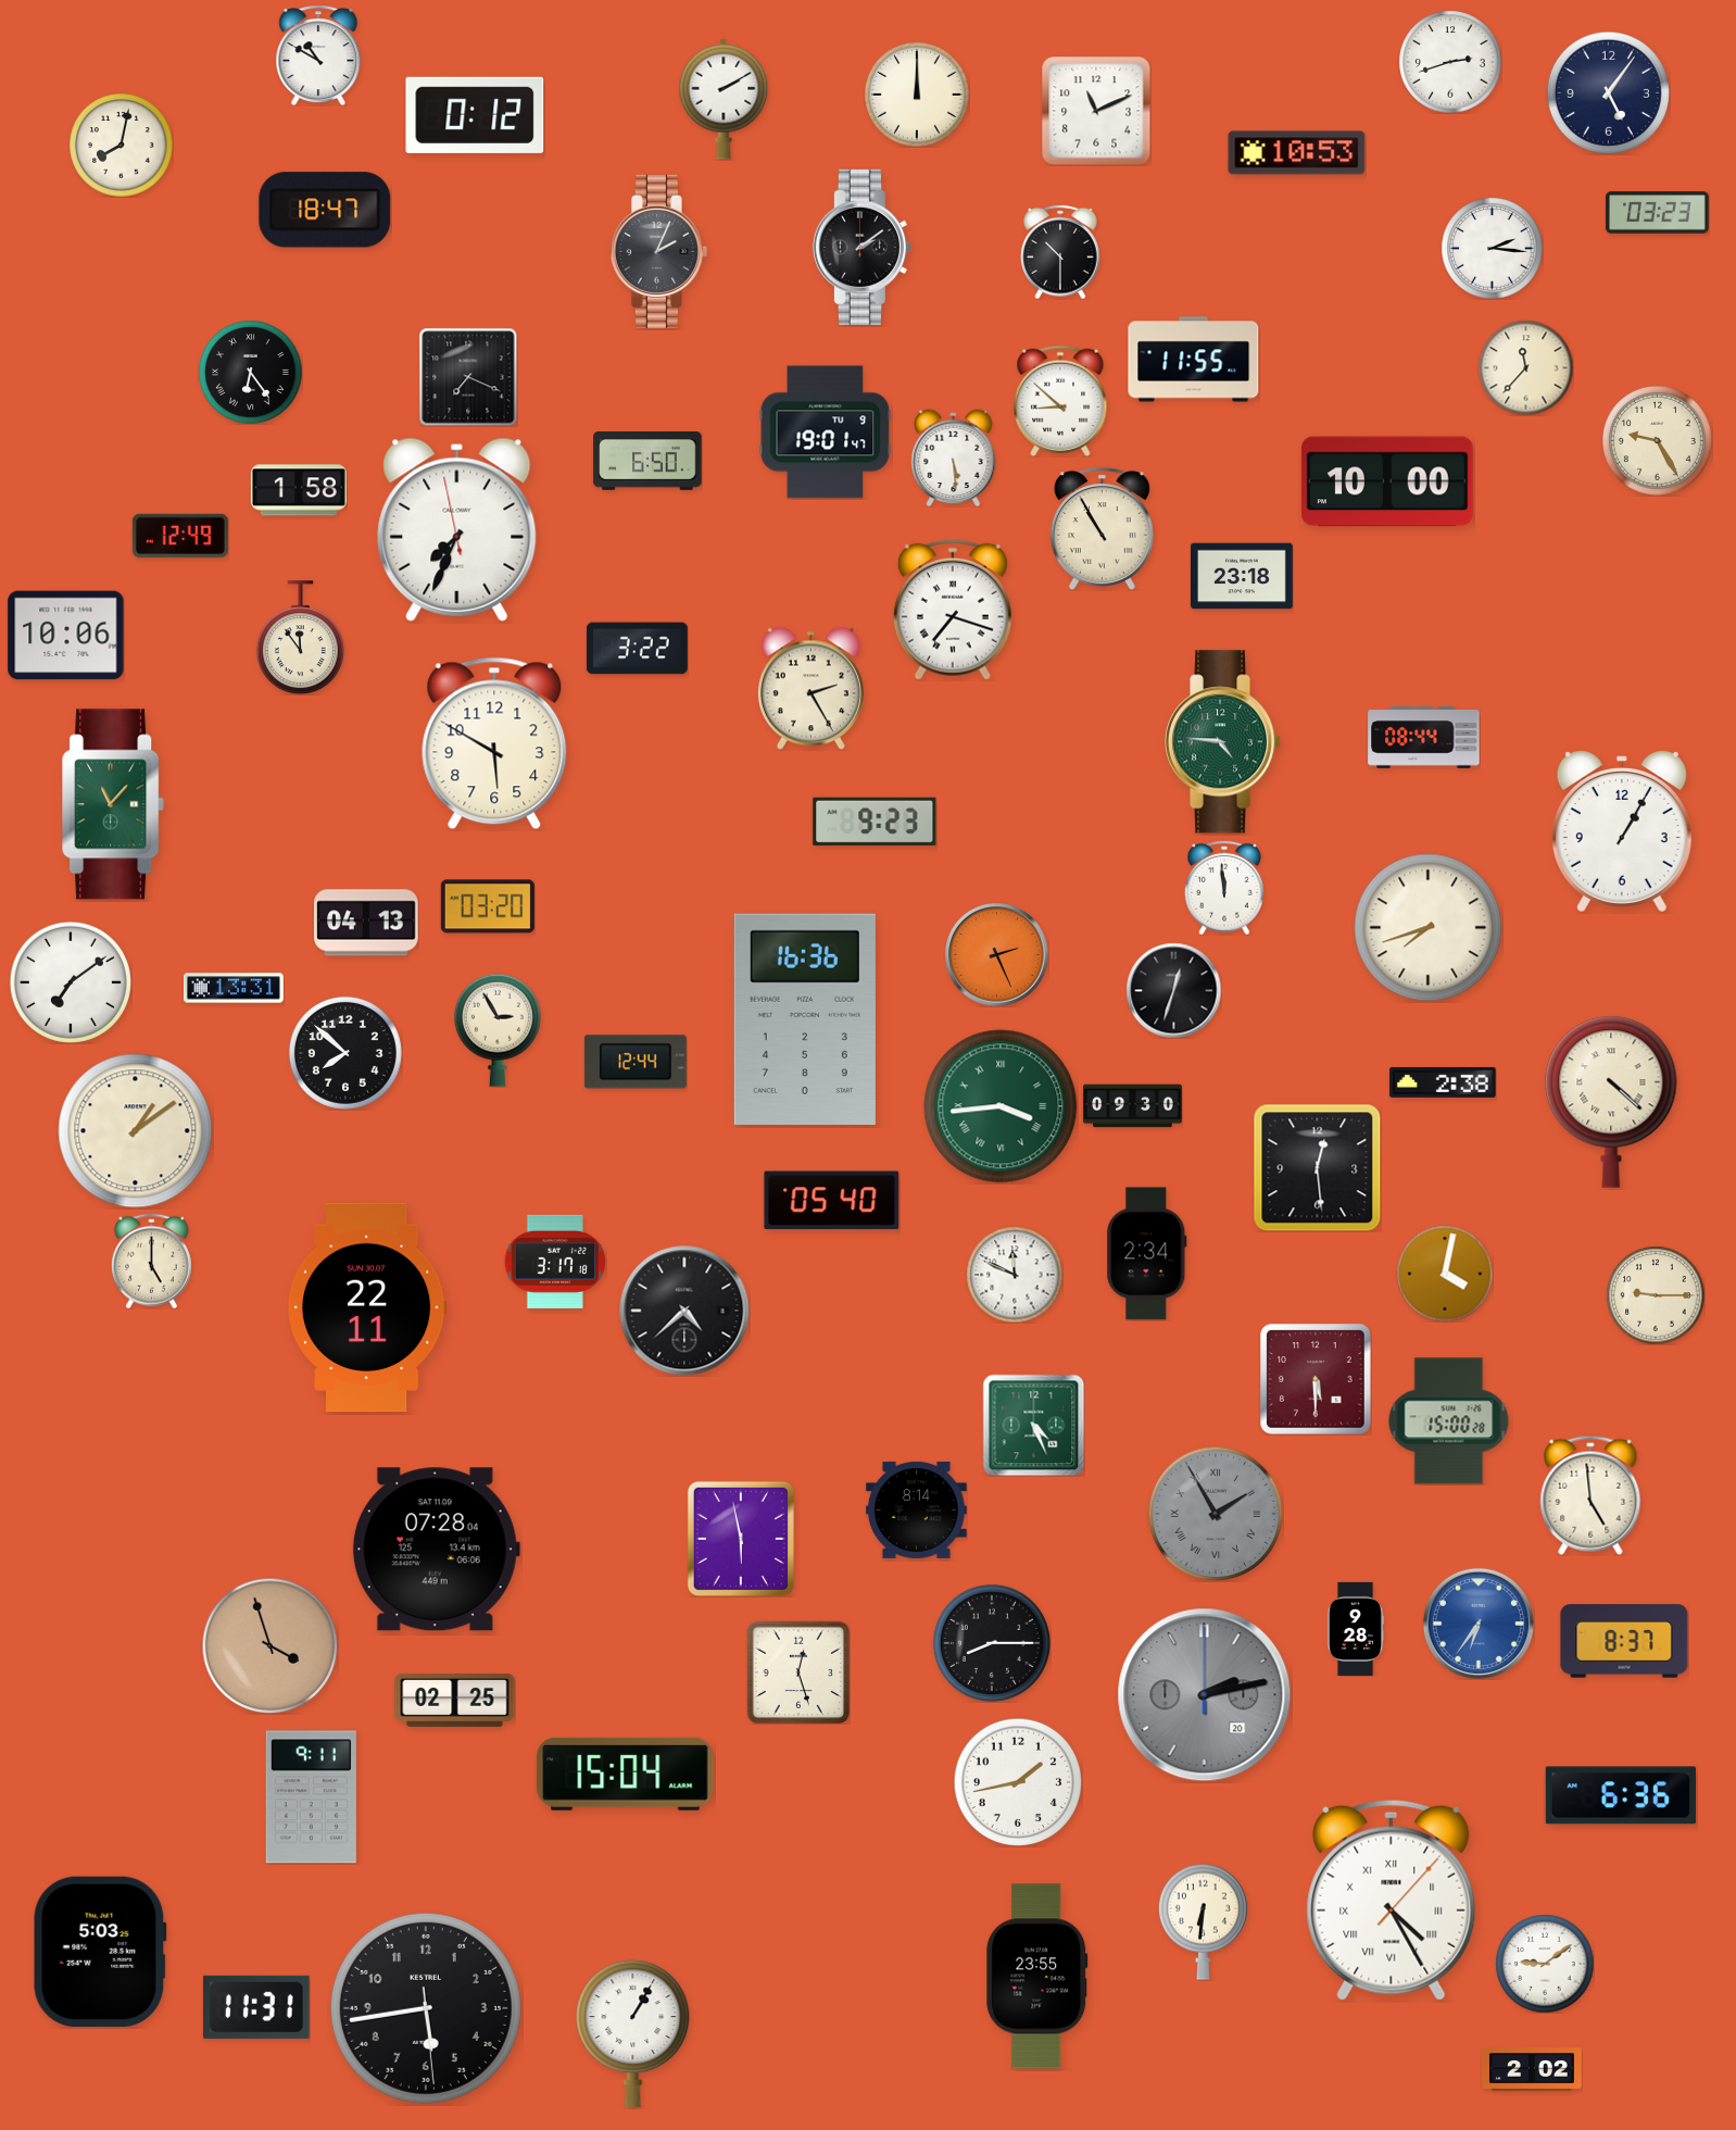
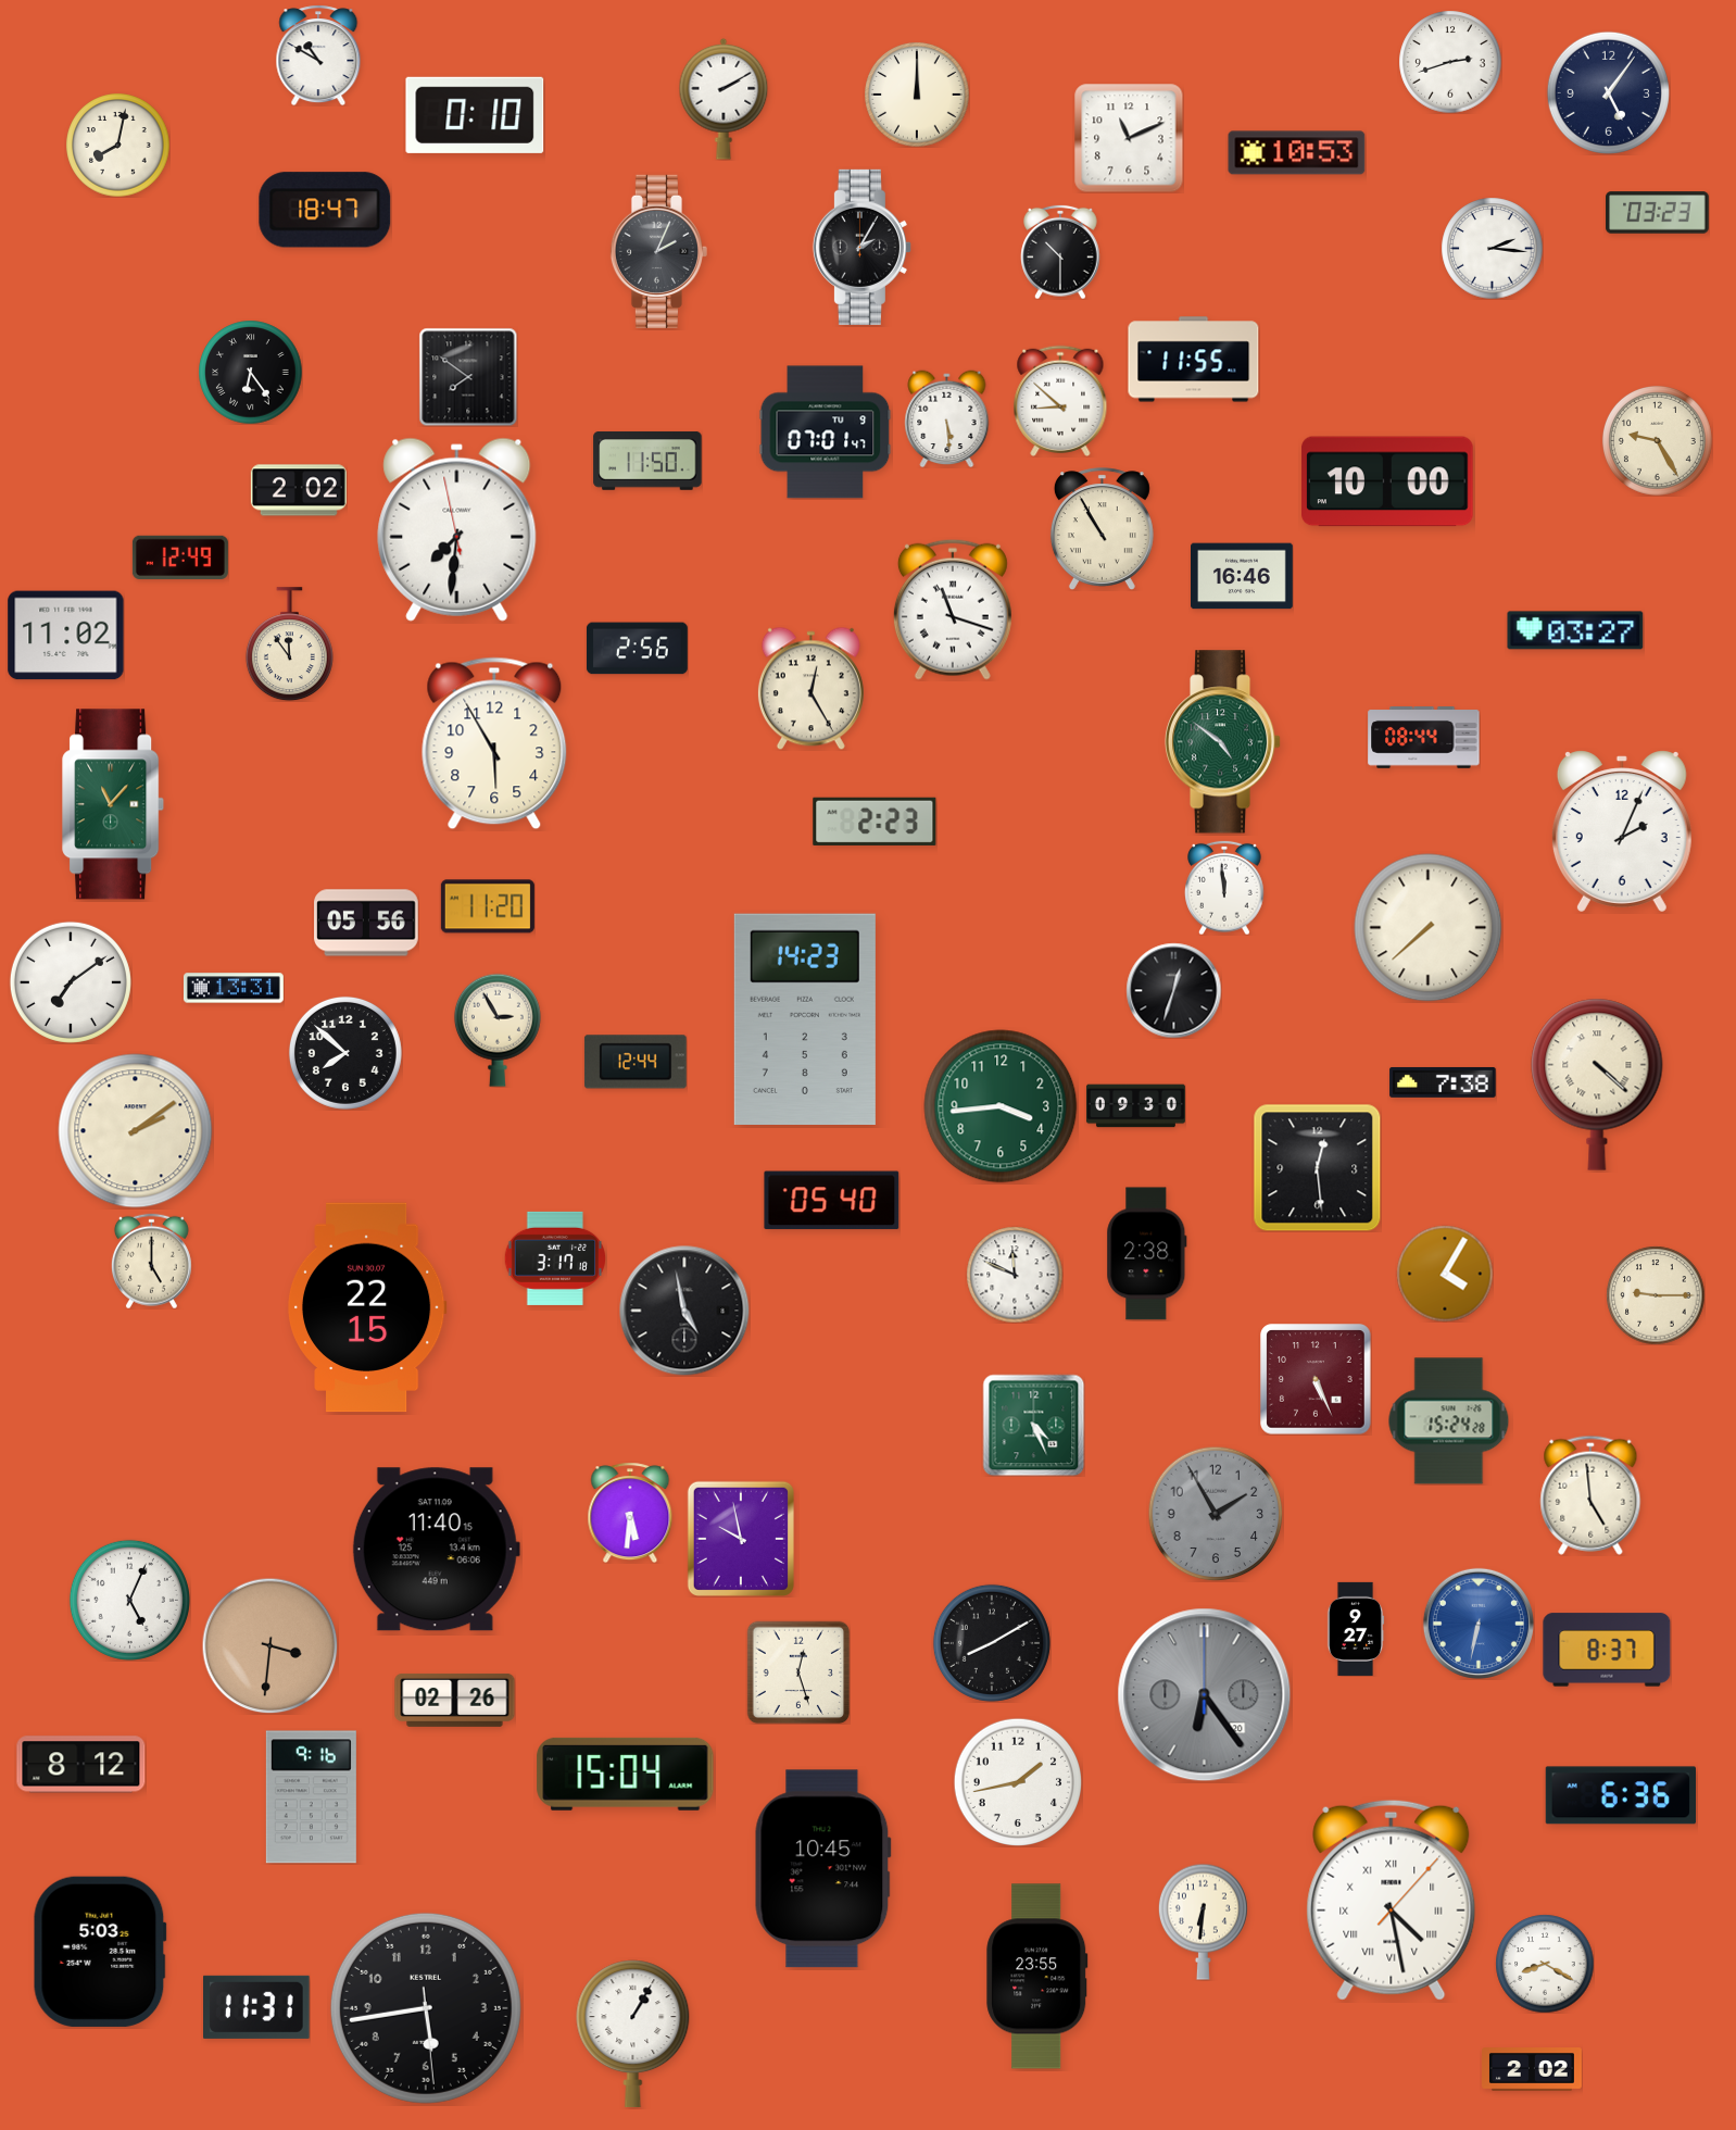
clock at (1096, 111) position: (1096, 111) -> (1129, 138)
clock at (475, 115): 0:12 -> 0:10
clock at (121, 145) position: (121, 145) -> (117, 145)
clock at (861, 247): 2:09 -> 2:05
clock at (1525, 367): 11:37 -> none
clock at (468, 377): 7:19 -> 7:51
clock at (826, 433): 19:01 -> 07:01
clock at (954, 458) position: (954, 458) -> (947, 418)
clock at (647, 461): 6:50 -> 11:50
clock at (299, 490): 1:58 -> 2:02
clock at (457, 529): 7:33 -> 7:30
clock at (180, 536) position: (180, 536) -> (180, 557)
clock at (1243, 576): 23:18 -> 16:46
clock at (953, 610): 7:18 -> 11:18
clock at (1575, 630): none -> 03:27
clock at (66, 636): 10:06 -> 11:02
clock at (300, 638) position: (300, 638) -> (289, 644)
clock at (637, 649): 3:22 -> 2:56
clock at (810, 688): 2:25 -> 12:25
clock at (1223, 742): 4:46 -> 4:51
clock at (494, 743): 5:50 -> 5:55
clock at (875, 822): 9:23 -> 2:23
clock at (1622, 831): 1:05 -> 2:04
clock at (488, 906): 03:20 -> 11:20
clock at (366, 923): 04:13 -> 05:56
clock at (1429, 928): 7:42 -> 7:38
clock at (997, 955): 2:26 -> none
clock at (805, 1018): 16:36 -> 14:23
clock at (1443, 1082): 2:38 -> 7:38
clock at (1611, 1102) position: (1611, 1102) -> (1597, 1085)
clock at (1001, 1106) numerals: Roman -> Arabic
clock at (1132, 1106) position: (1132, 1106) -> (1135, 1106)
clock at (136, 1131): 1:09 -> 2:09
clock at (1147, 1254): 2:34 -> 2:38
clock at (554, 1262) position: (554, 1262) -> (554, 1258)
clock at (1445, 1274): 4:02 -> 4:05
clock at (367, 1307): 22:11 -> 22:15
clock at (684, 1311): 4:38 -> 4:58
clock at (1316, 1379): 5:30 -> 5:26
clock at (1449, 1421): 15:00 -> 15:24
clock at (916, 1509): 8:14 -> none
clock at (630, 1513): none -> 5:31
clock at (1216, 1514) numerals: Roman -> Arabic
clock at (741, 1539): 5:58 -> 9:58
clock at (436, 1550): 07:28 -> 11:40
clock at (129, 1600): none -> 5:04
clock at (1479, 1624): 6:36 -> 6:32
clock at (1356, 1629): 9:28 -> 9:27
clock at (1624, 1641) position: (1624, 1641) -> (1607, 1650)
clock at (992, 1643): 8:15 -> 8:10
clock at (269, 1645): 3:57 -> 3:31
clock at (1205, 1695): 2:13 -> 6:24
clock at (455, 1700): 02:25 -> 02:26
clock at (81, 1765): none -> 8:12
clock at (311, 1797): 9:11 -> 9:16
clock at (822, 1869): none -> 10:45
clock at (1392, 1900): 4:25 -> 4:28
clock at (1545, 1964): 9:09 -> 8:20
